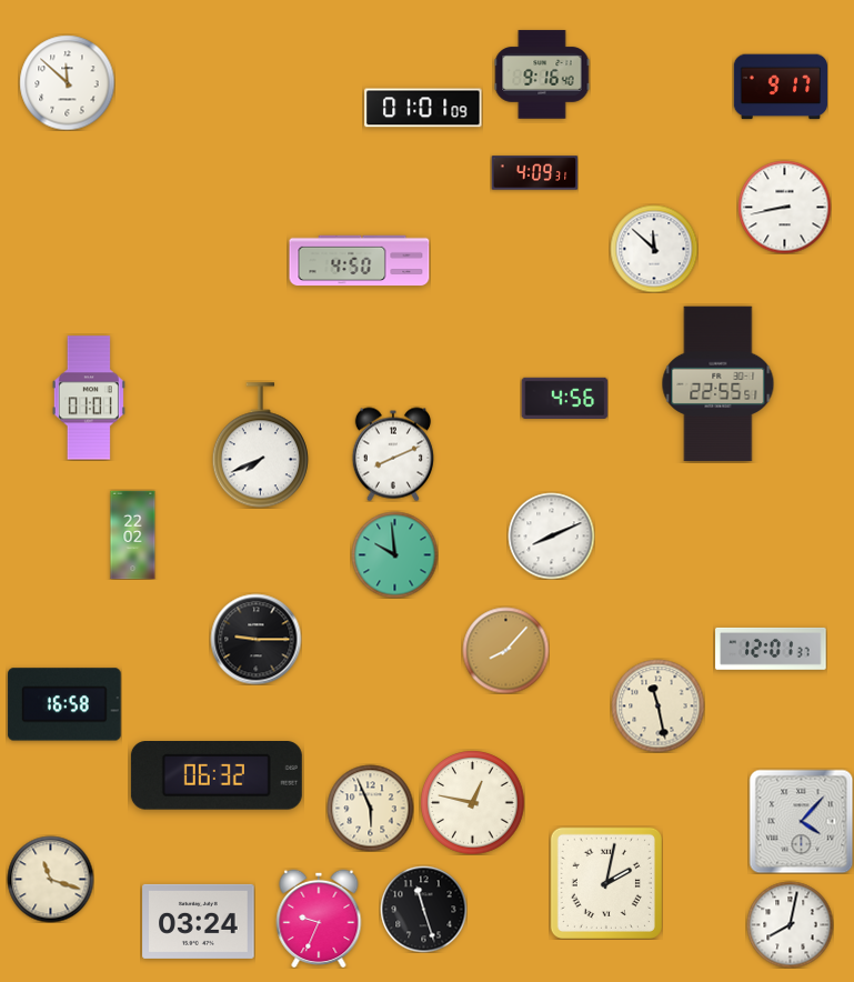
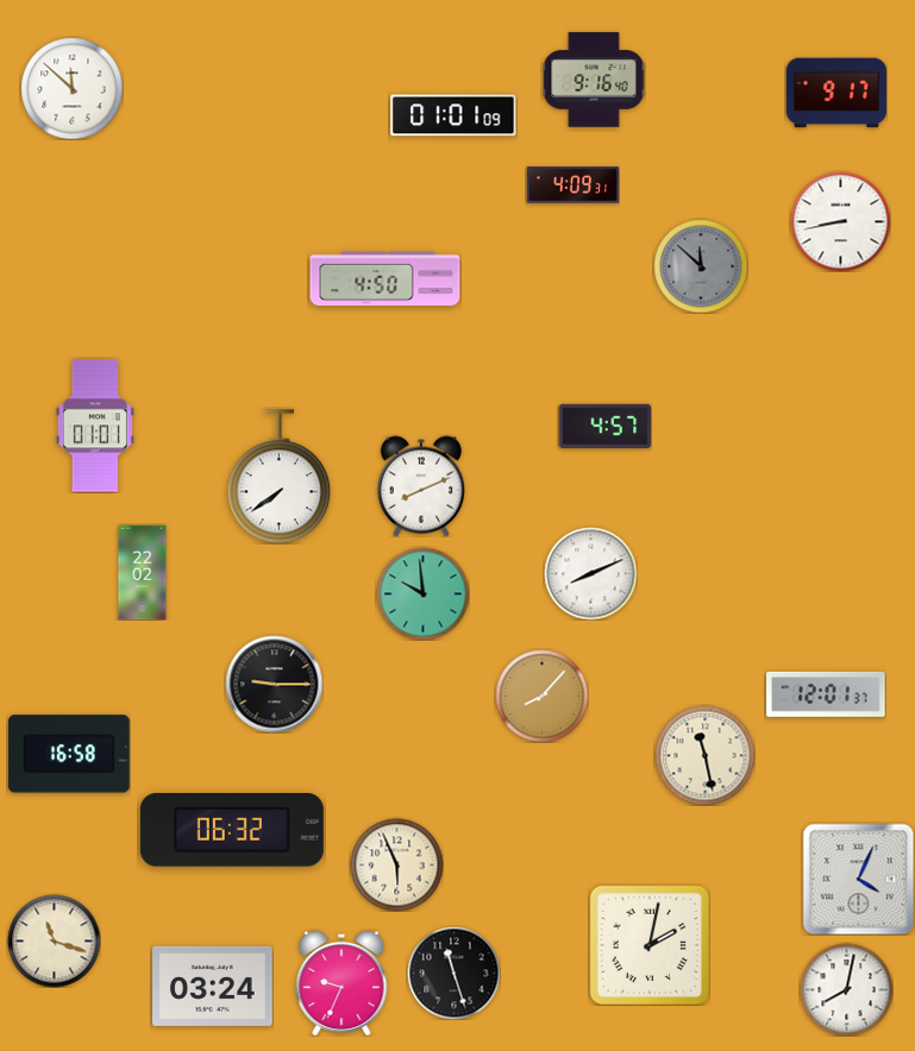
clock at (542, 74) position: (542, 74) -> (594, 80)
clock at (654, 249) dial: white -> grey
clock at (719, 384): 22:55 -> none
clock at (564, 398): 4:56 -> 4:57
clock at (260, 445): 7:41 -> 7:39
clock at (472, 802): 12:47 -> none
clock at (801, 821): 4:07 -> 4:04
